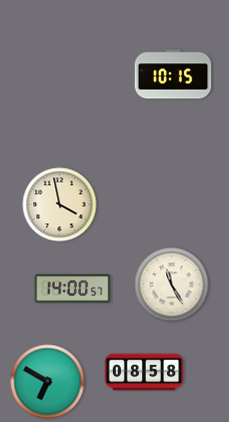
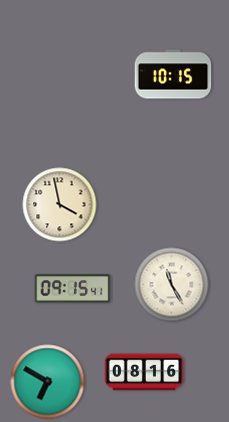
clock at (73, 289): 14:00 -> 09:15
clock at (144, 372): 08:58 -> 08:16
